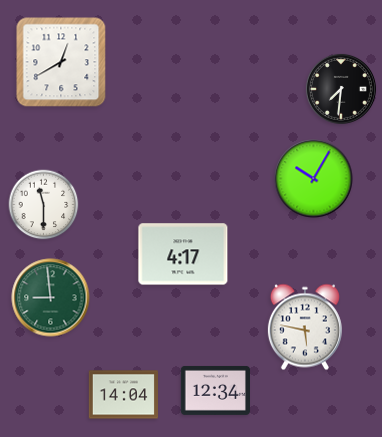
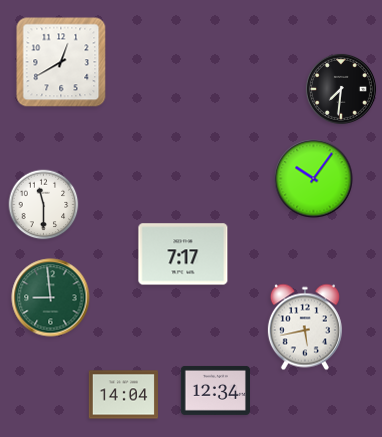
clock at (314, 179): 10:05 -> 10:06
clock at (183, 254): 4:17 -> 7:17
clock at (305, 327): 5:47 -> 5:43
